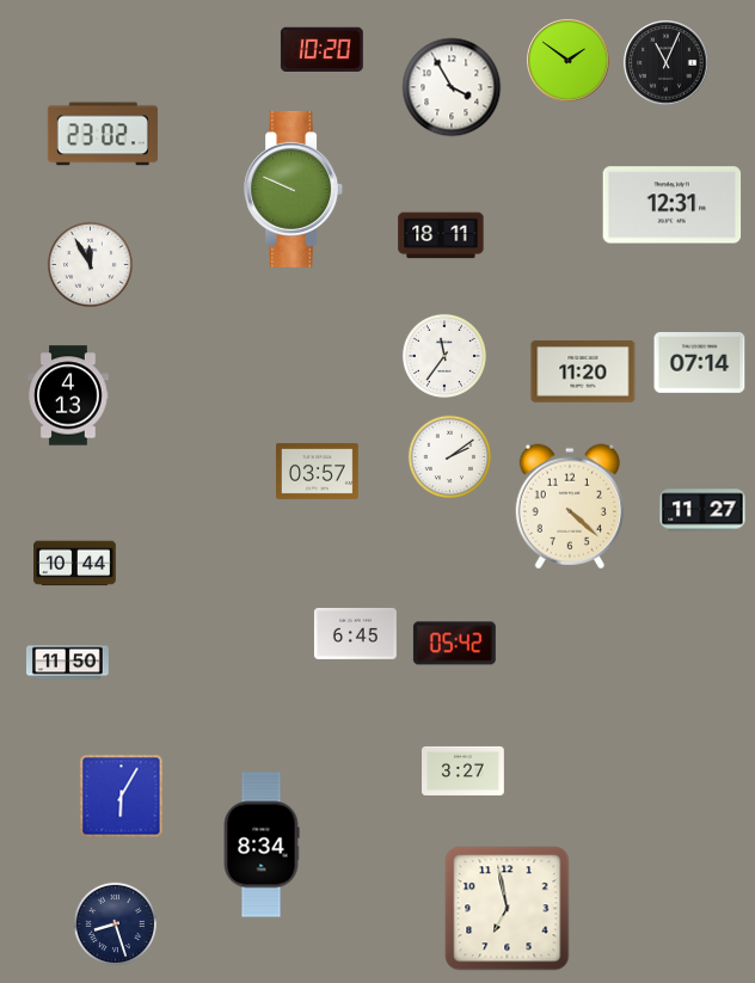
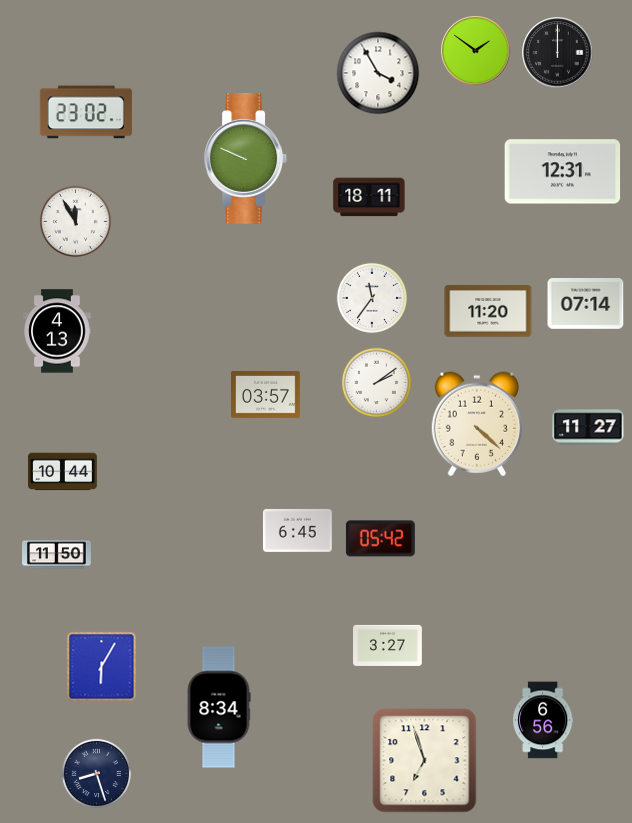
clock at (321, 49): 10:20 -> none
clock at (667, 63): 11:04 -> 12:00
clock at (543, 720): none -> 6:56
clock at (508, 909): 6:58 -> 6:57
